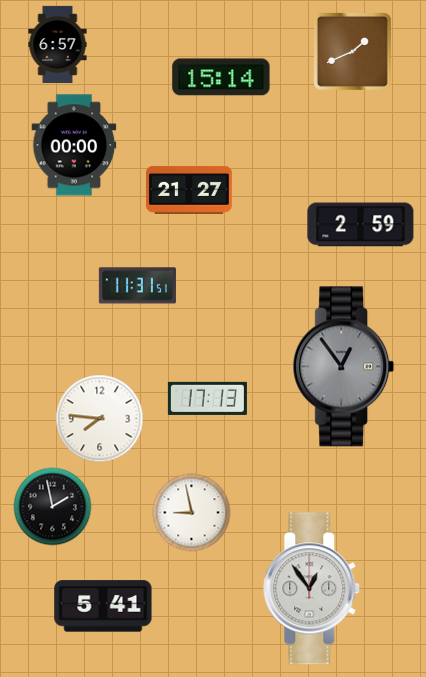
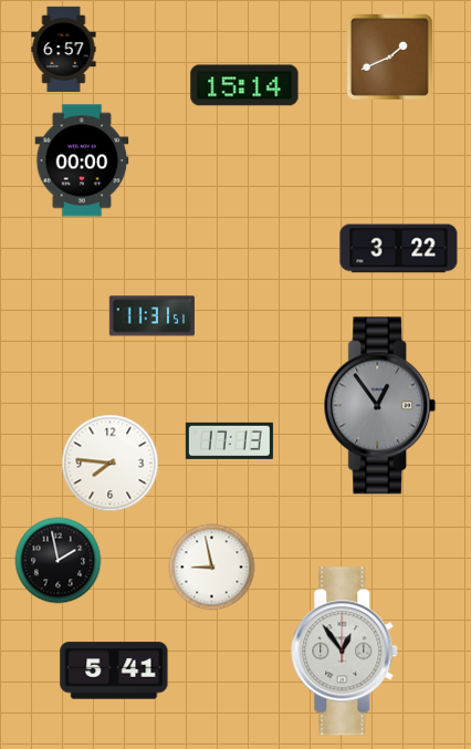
clock at (190, 190): 21:27 -> none
clock at (361, 225): 2:59 -> 3:22
